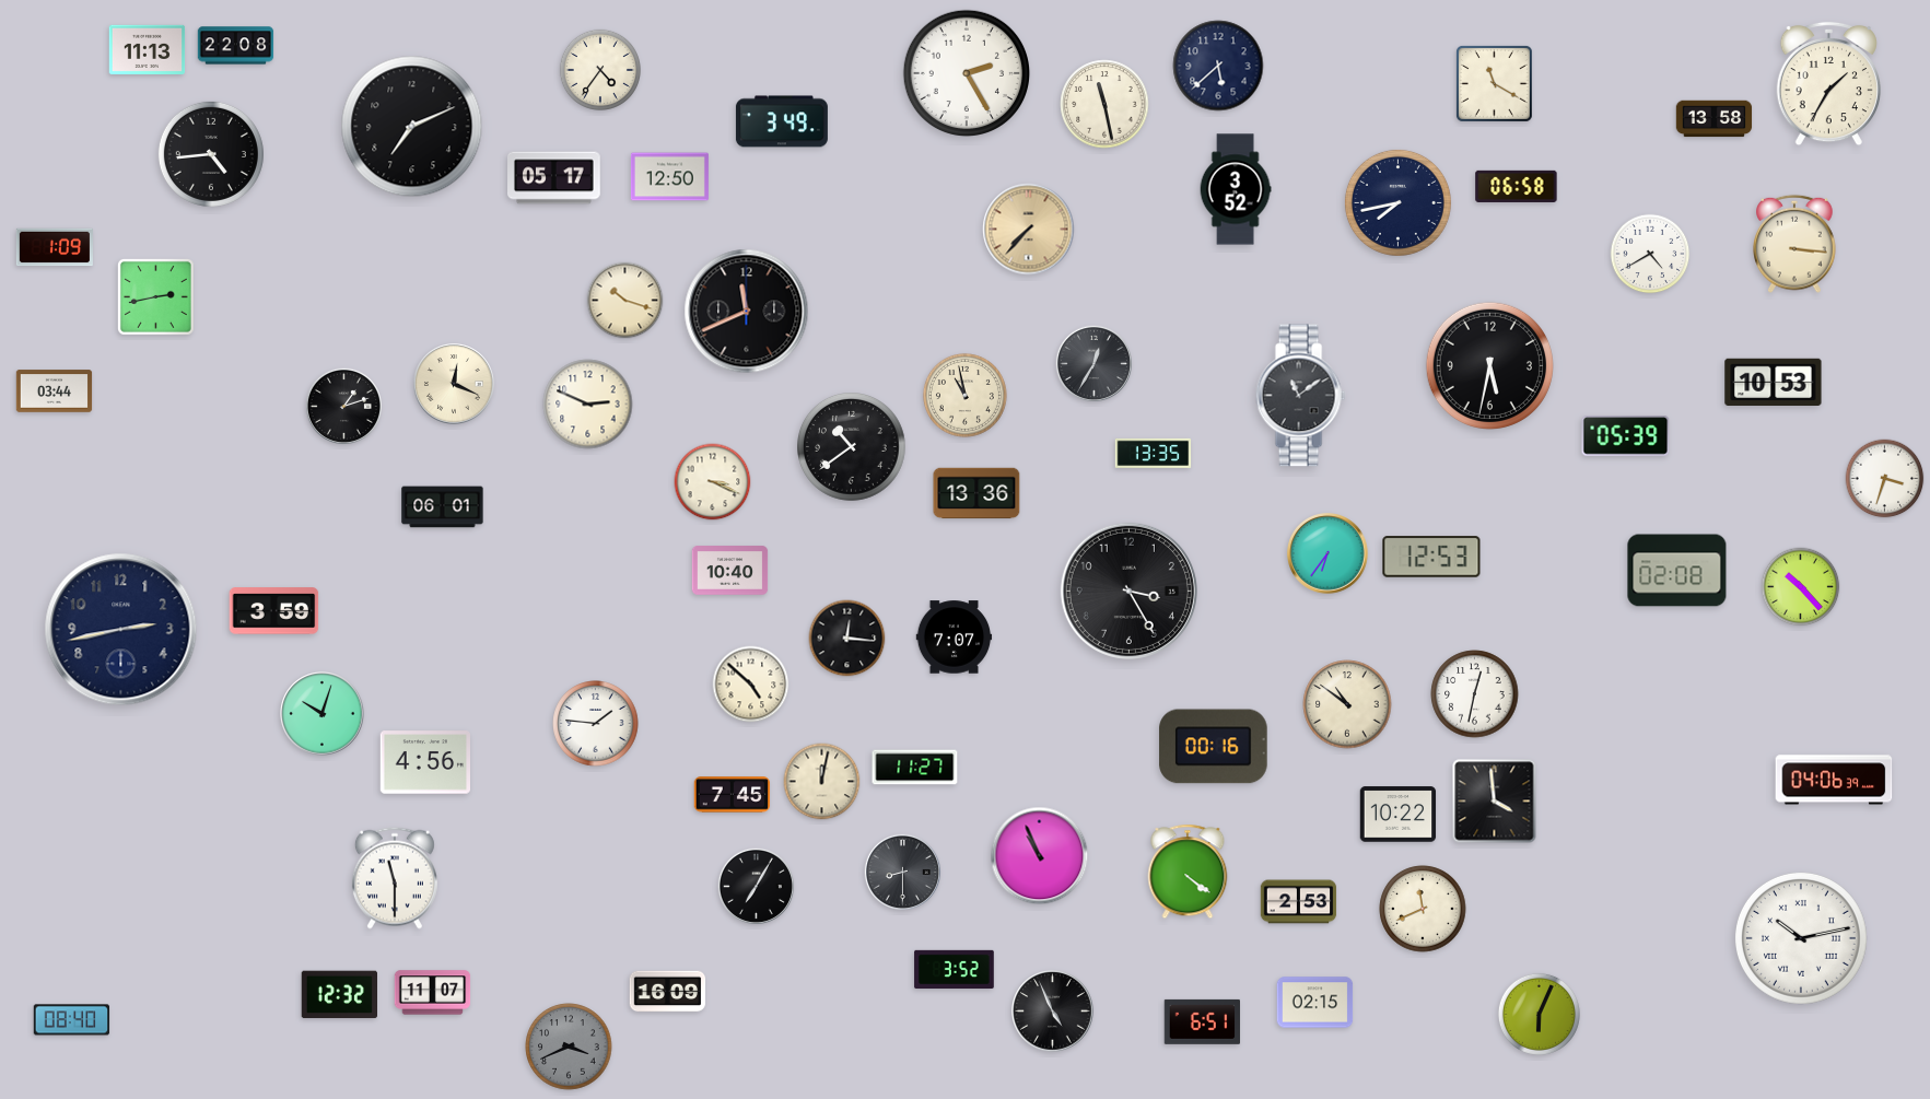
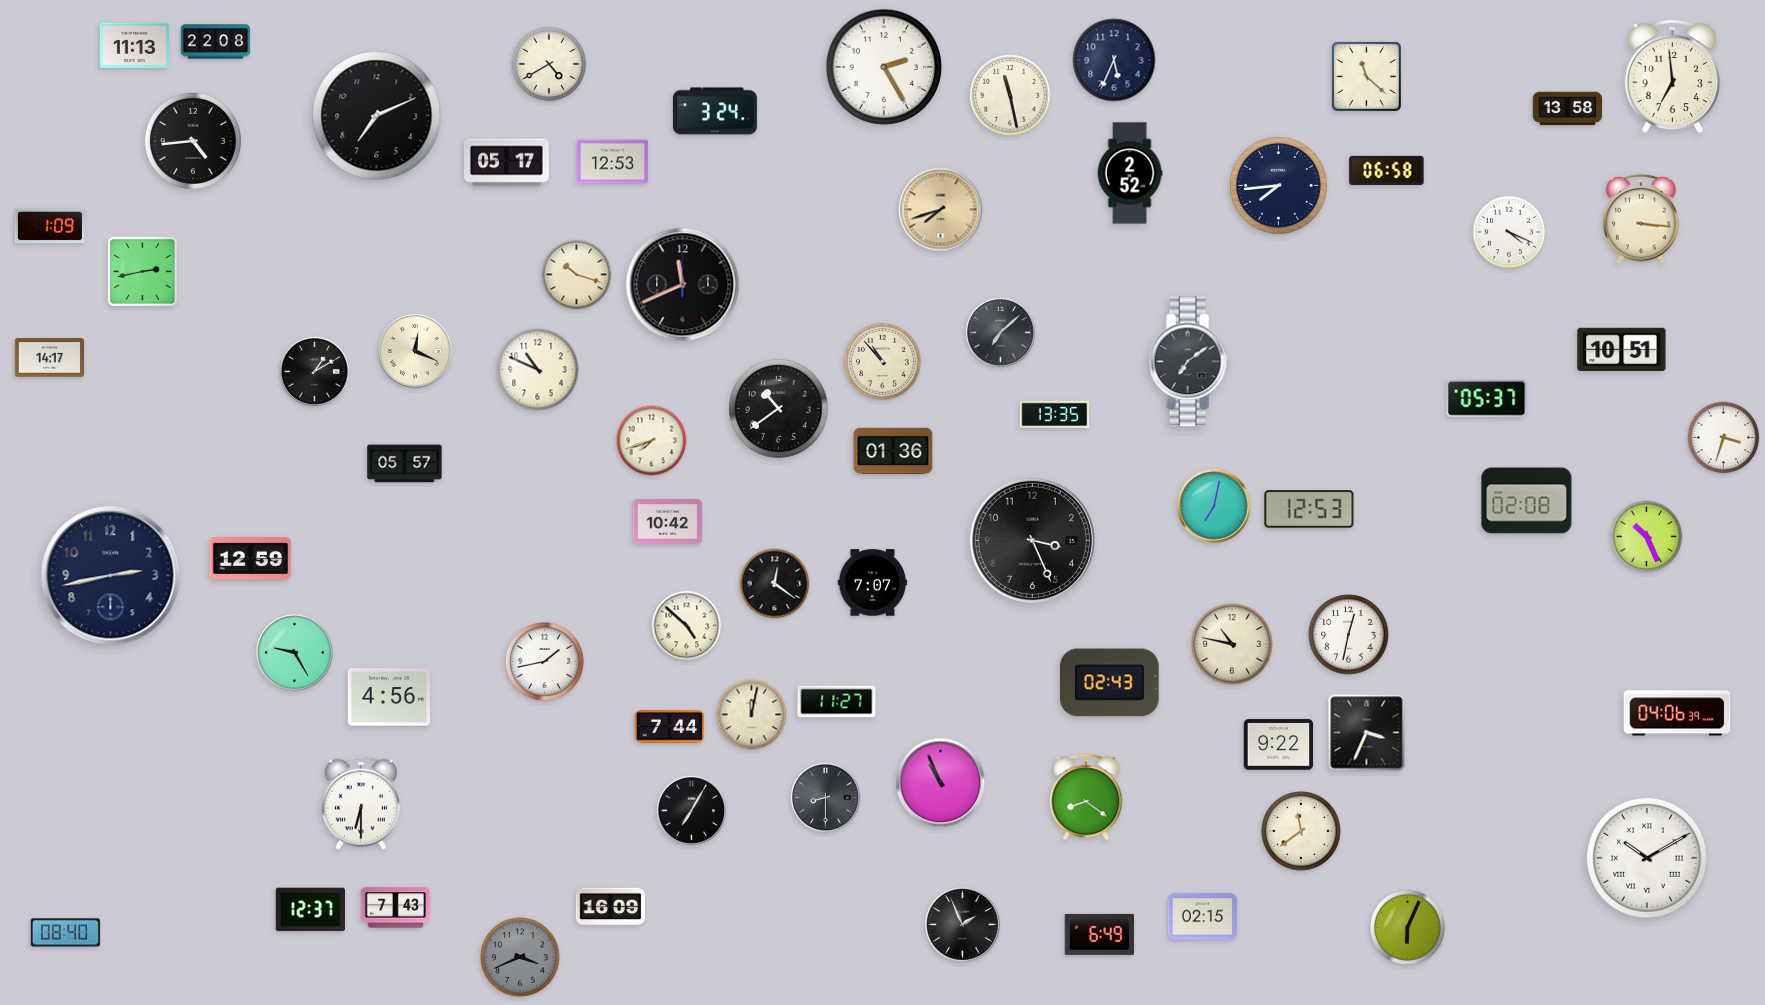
clock at (1218, 66): 5:38 -> 5:34
clock at (599, 69): 4:36 -> 4:40
clock at (1495, 84): 11:20 -> 11:22
clock at (1828, 84): 1:35 -> 6:59
clock at (782, 121): 3:49 -> 3:24
clock at (669, 177): 12:50 -> 12:53
clock at (1236, 189): 3:52 -> 2:52
clock at (1397, 202): 7:43 -> 7:44
clock at (1029, 230): 7:37 -> 7:42
clock at (1794, 244) position: (1794, 244) -> (1641, 219)
clock at (1650, 254): 4:40 -> 4:19
clock at (625, 301) position: (625, 301) -> (577, 275)
clock at (1093, 363): 12:35 -> 7:08
clock at (1489, 365): 5:32 -> none
clock at (1774, 382): 10:53 -> 10:51
clock at (55, 391): 03:44 -> 14:17
clock at (964, 395): 10:58 -> 10:53
clock at (1300, 396): 11:09 -> 7:09
clock at (588, 405): 2:49 -> 10:49
clock at (343, 406): 1:12 -> 1:10
clock at (1626, 436): 05:39 -> 05:37
clock at (713, 482): 3:19 -> 7:42
clock at (976, 493): 13:36 -> 01:36
clock at (443, 507): 06:01 -> 05:57
clock at (1329, 554): 6:36 -> 7:02
clock at (730, 571): 10:40 -> 10:42
clock at (1677, 571) position: (1677, 571) -> (1527, 501)
clock at (1801, 587): 10:23 -> 10:26
clock at (1128, 591): 3:25 -> 3:26
clock at (274, 611): 3:59 -> 12:59
clock at (847, 639): 12:16 -> 12:21
clock at (1347, 704): 10:51 -> 10:47
clock at (323, 714): 10:03 -> 9:25
clock at (596, 724): 1:46 -> 1:43
clock at (1214, 747): 00:16 -> 02:43
clock at (733, 795): 7:45 -> 7:44
clock at (1495, 802): 3:59 -> 3:34
clock at (1399, 815): 10:22 -> 9:22
clock at (1040, 856) position: (1040, 856) -> (941, 783)
clock at (1188, 872): 4:21 -> 8:21
clock at (395, 878): 11:30 -> 6:30
clock at (1299, 902): 2:53 -> none
clock at (1423, 909): 11:41 -> 11:39
clock at (1801, 938): 10:13 -> 10:10
clock at (955, 970): 3:52 -> none
clock at (433, 993): 11:07 -> 7:43
clock at (339, 995): 12:32 -> 12:37
clock at (1053, 1012): 4:56 -> 1:56
clock at (1202, 1021): 6:51 -> 6:49
